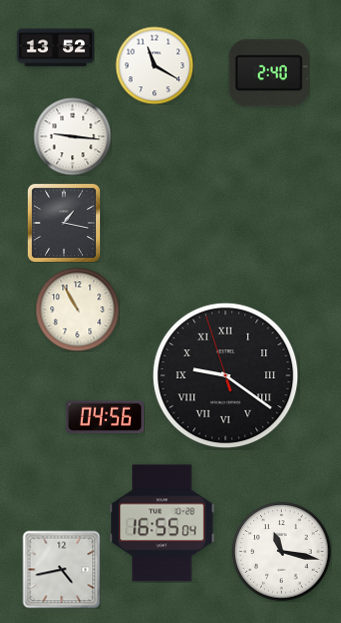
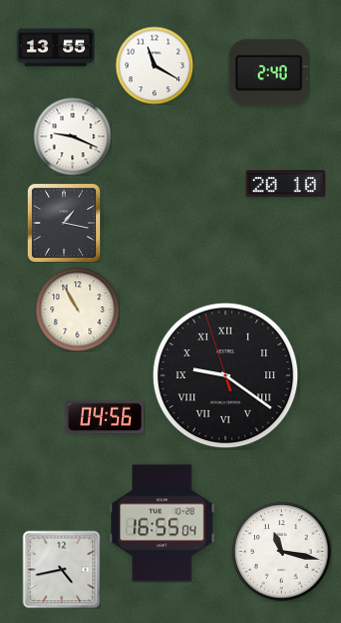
clock at (55, 48): 13:52 -> 13:55
clock at (72, 136): 9:16 -> 9:19
clock at (285, 184): none -> 20:10
